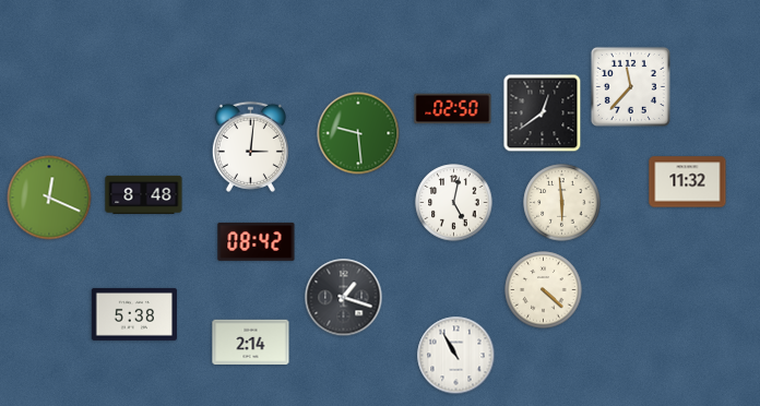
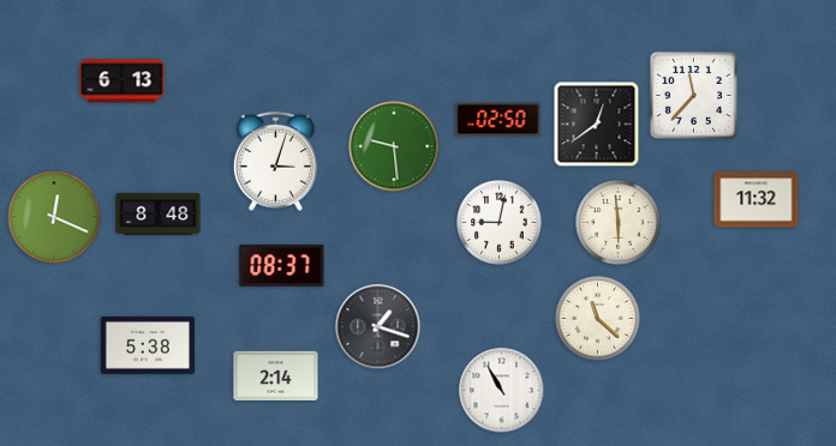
clock at (123, 82): none -> 6:13
clock at (250, 146): 3:01 -> 3:03
clock at (454, 203): 5:02 -> 9:02
clock at (257, 241): 08:42 -> 08:37
clock at (544, 290): 4:22 -> 11:22
